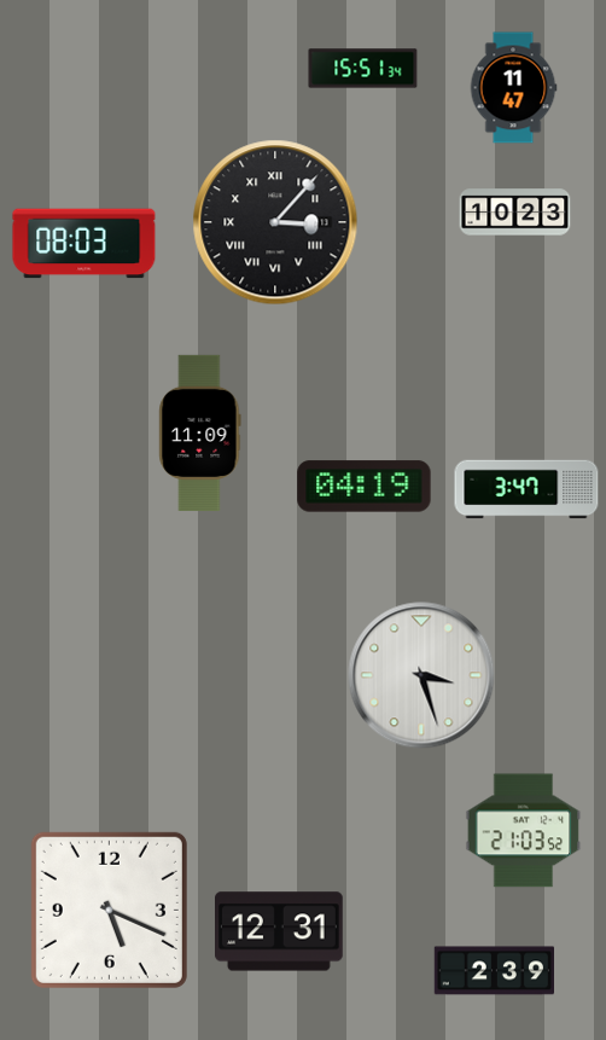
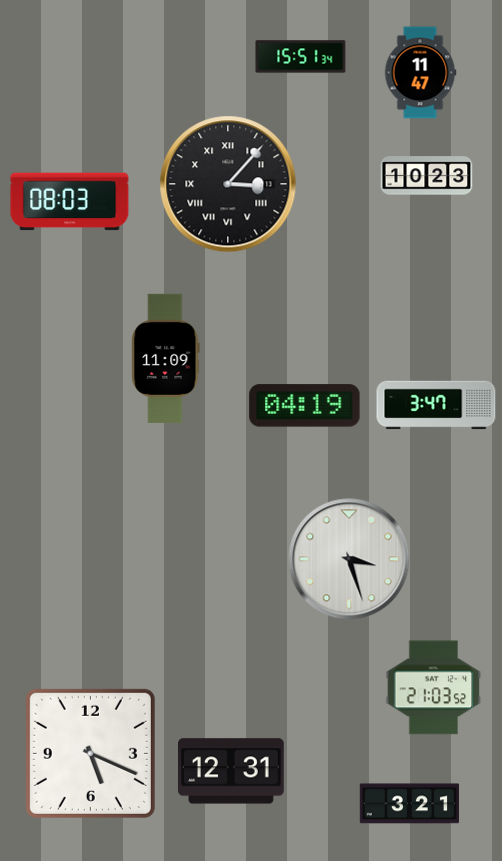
clock at (513, 88) position: (513, 88) -> (420, 73)
clock at (365, 487) position: (365, 487) -> (305, 406)
clock at (494, 971): 2:39 -> 3:21
